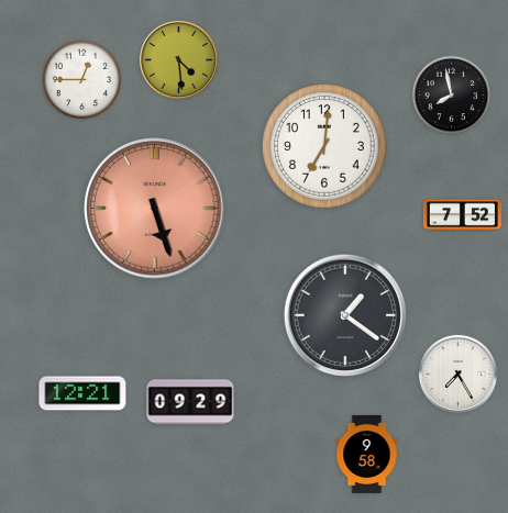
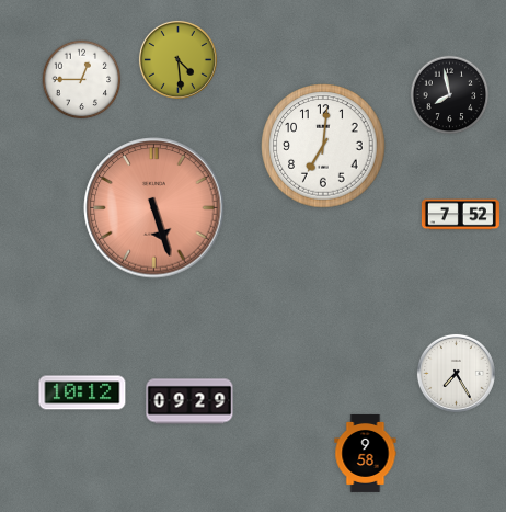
clock at (344, 314): 1:21 -> none
clock at (82, 393): 12:21 -> 10:12
